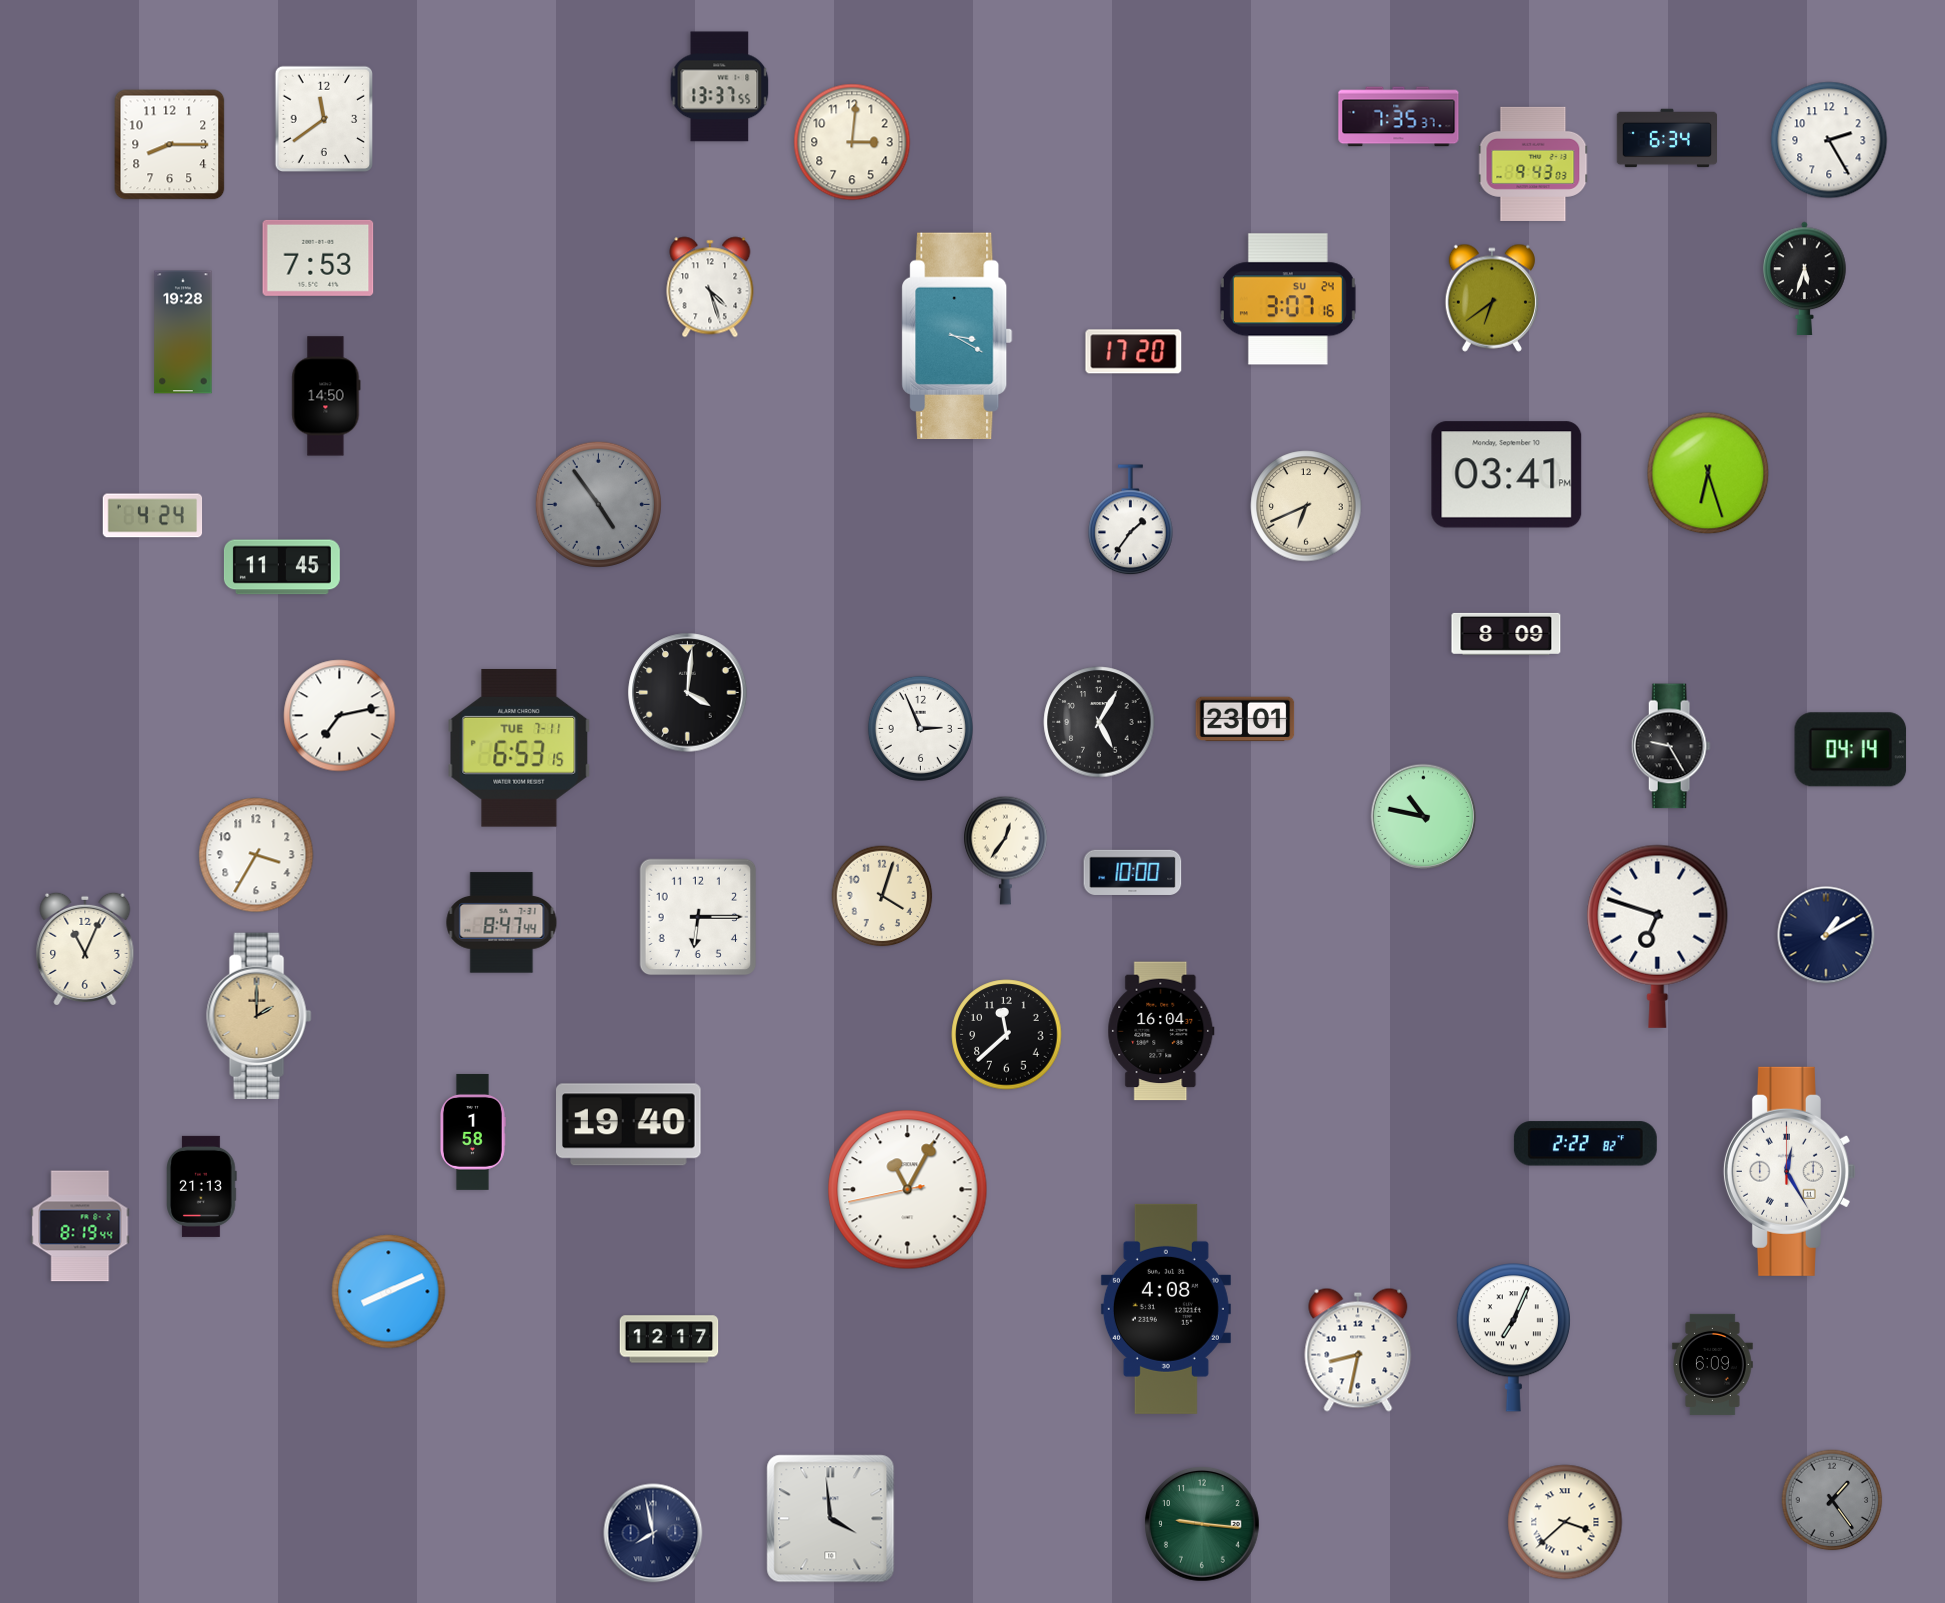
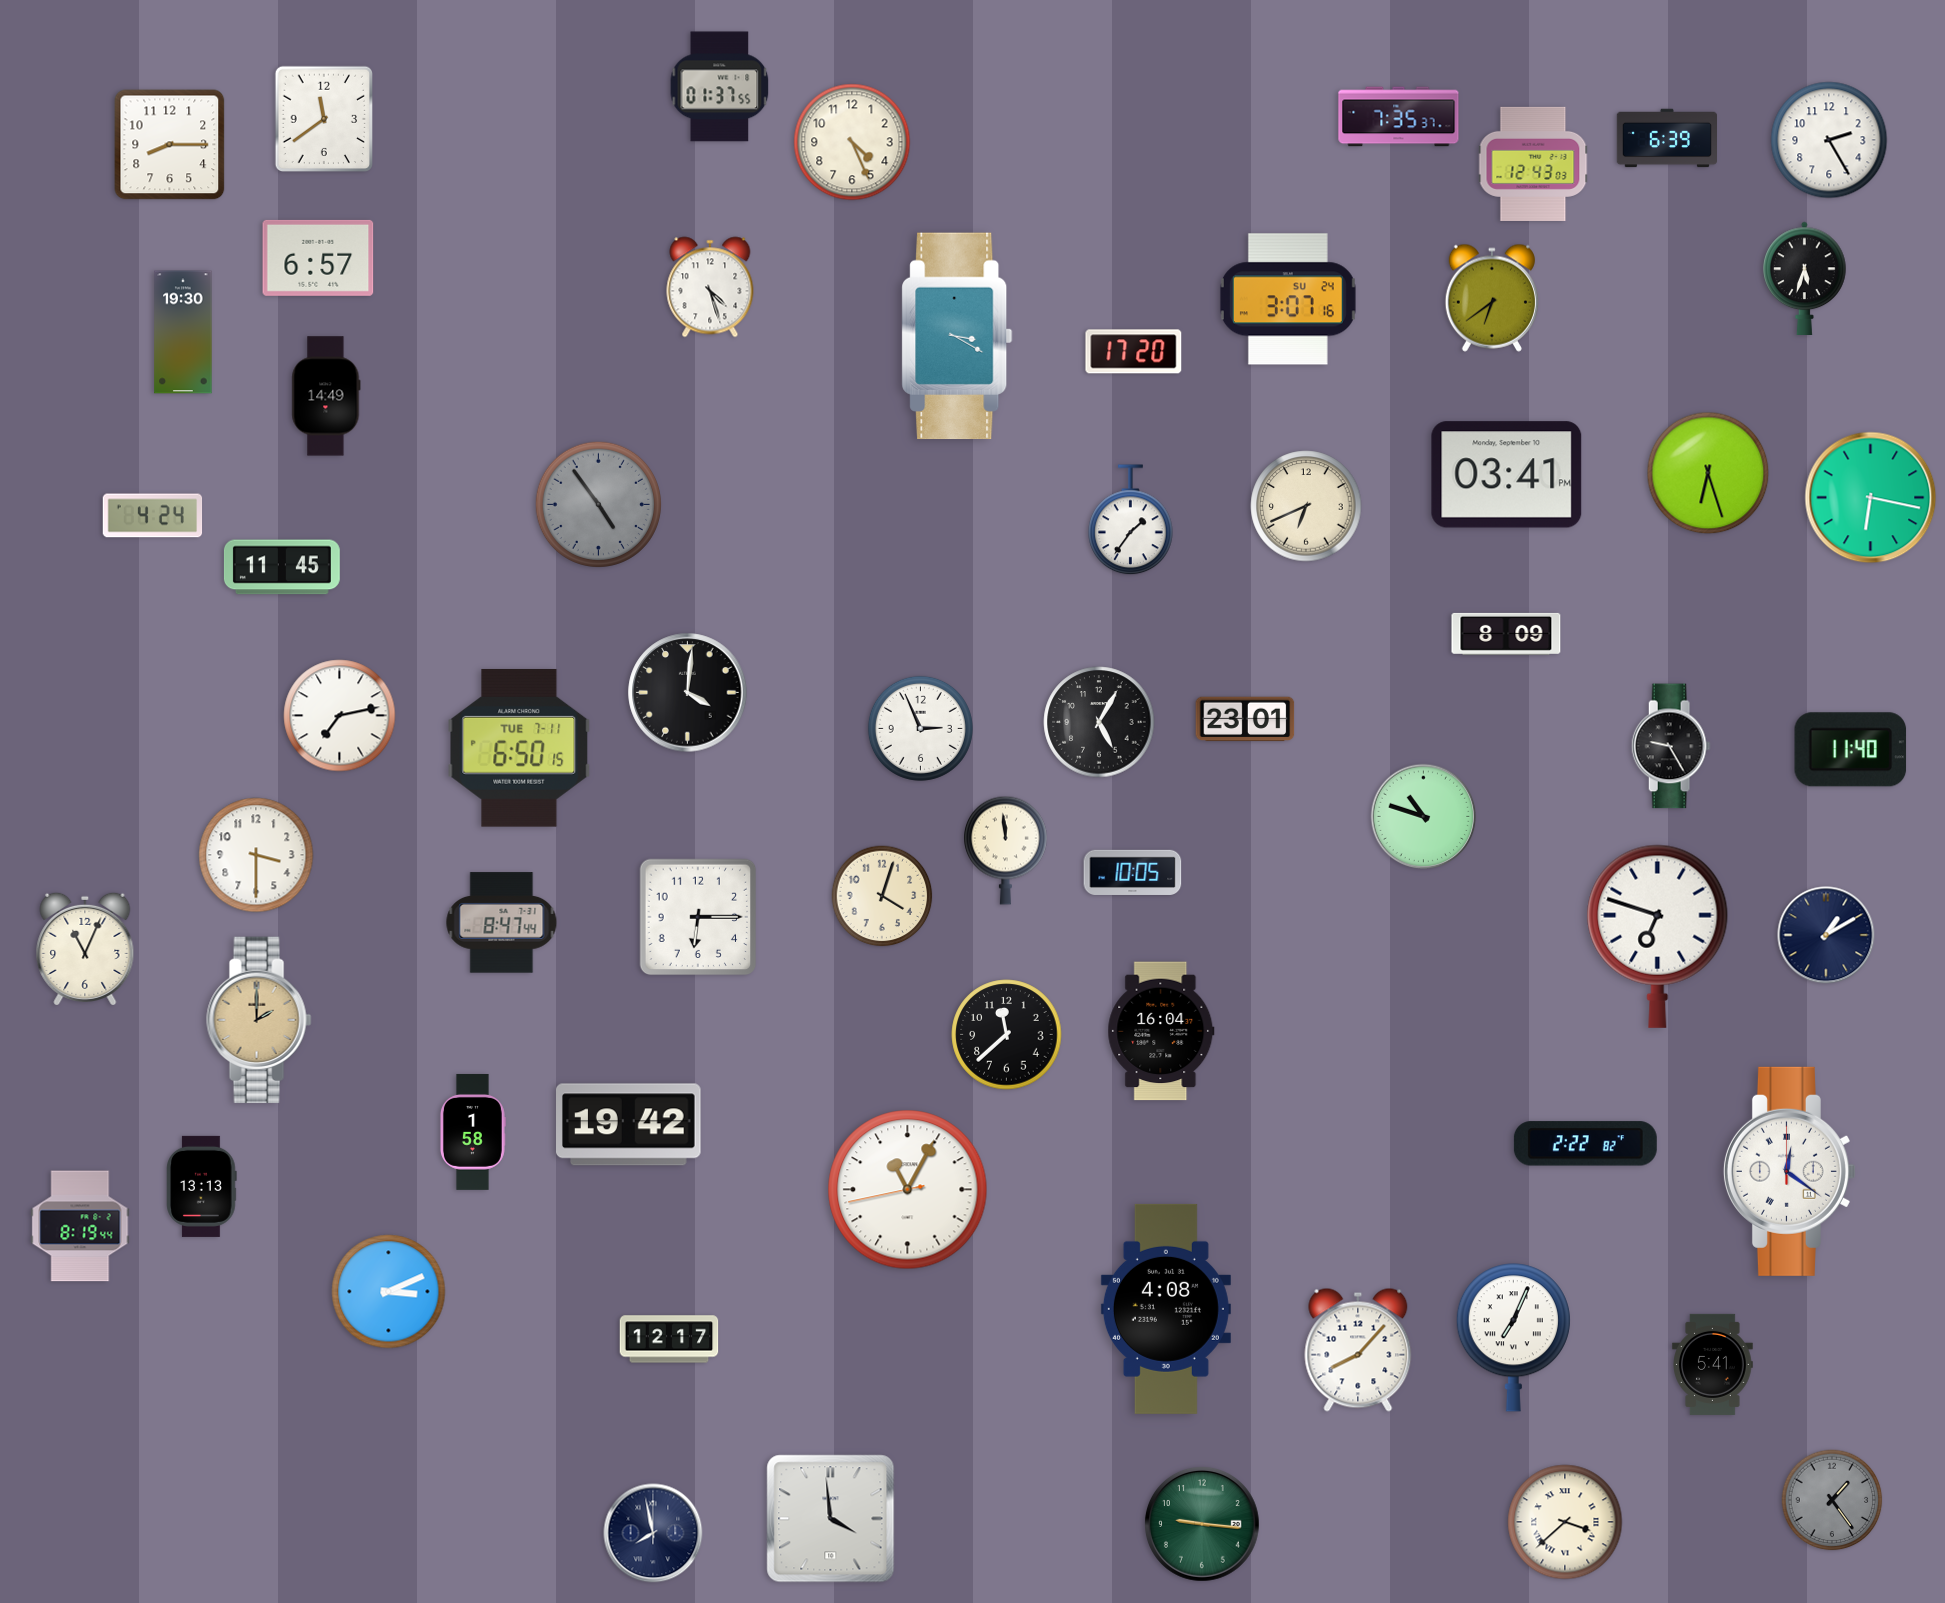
clock at (720, 87): 13:37 -> 01:37
clock at (1666, 138): 6:34 -> 6:39
clock at (852, 142): 3:01 -> 4:26
clock at (1533, 164): 9:43 -> 12:43
clock at (318, 258): 7:53 -> 6:57
clock at (183, 332): 19:28 -> 19:30
clock at (326, 396): 14:50 -> 14:49
clock at (1871, 498): none -> 6:17
clock at (519, 748): 6:53 -> 6:50
clock at (1851, 750): 04:14 -> 11:40
clock at (1424, 817): 10:47 -> 10:48
clock at (1006, 850): 12:36 -> 11:59
clock at (256, 855): 3:35 -> 3:30
clock at (1133, 872): 10:00 -> 10:05
clock at (259, 1016) position: (259, 1016) -> (259, 1020)
clock at (629, 1125): 19:40 -> 19:42
clock at (1789, 1171): 12:25 -> 12:21
clock at (202, 1186): 21:13 -> 13:13
clock at (389, 1292): 8:11 -> 3:11
clock at (1358, 1350): 8:32 -> 8:07
clock at (1713, 1364): 6:09 -> 5:41
